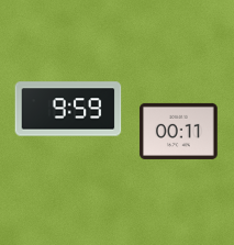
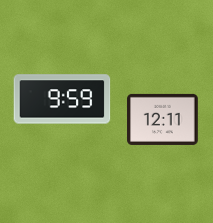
clock at (179, 131): 00:11 -> 12:11
